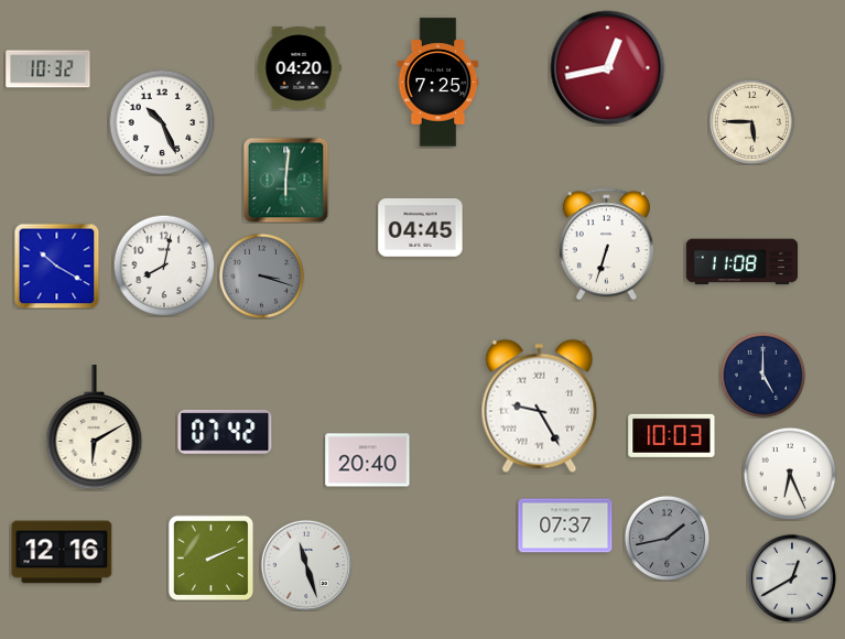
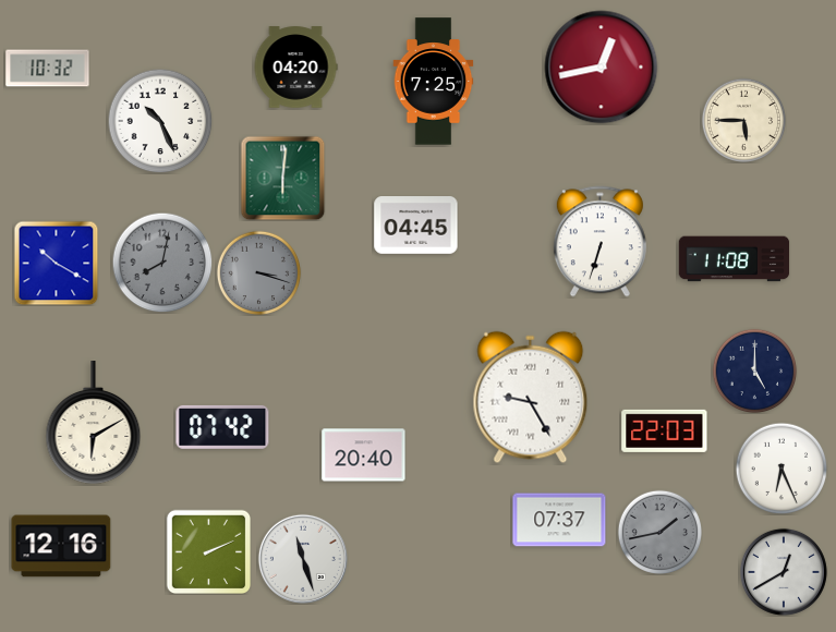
clock at (164, 266) dial: white -> grey
clock at (540, 407) position: (540, 407) -> (531, 398)
clock at (672, 435): 10:03 -> 22:03
